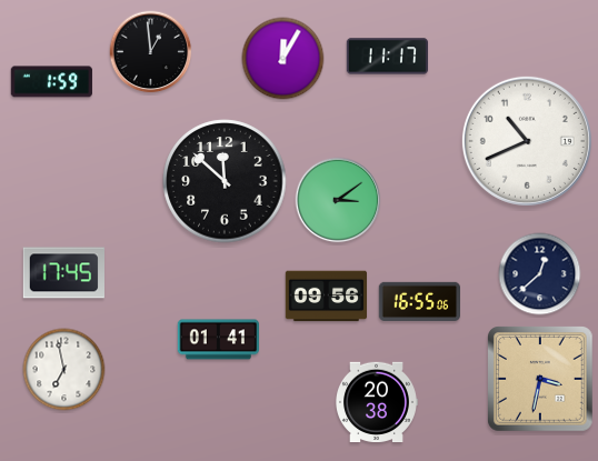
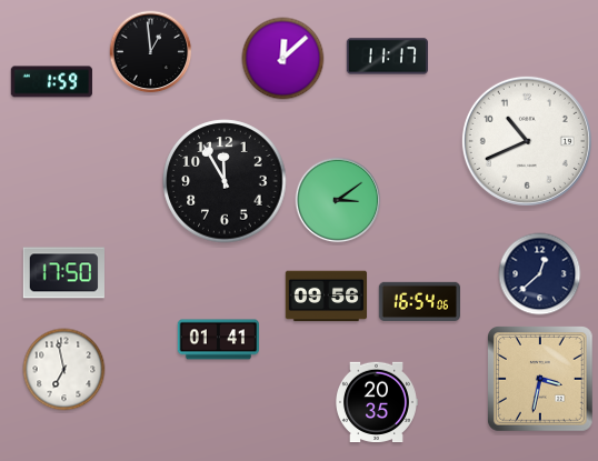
clock at (283, 59): 12:05 -> 12:08
clock at (225, 181): 11:52 -> 11:55
clock at (63, 273): 17:45 -> 17:50
clock at (419, 301): 16:55 -> 16:54
clock at (377, 402): 20:38 -> 20:35
